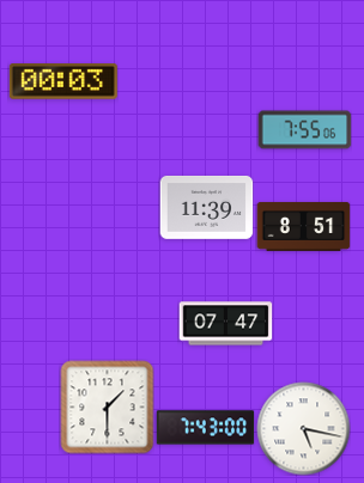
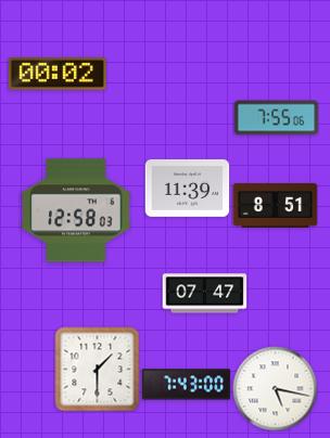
clock at (63, 82): 00:03 -> 00:02
clock at (76, 210): none -> 12:58
clock at (205, 428) position: (205, 428) -> (186, 385)
